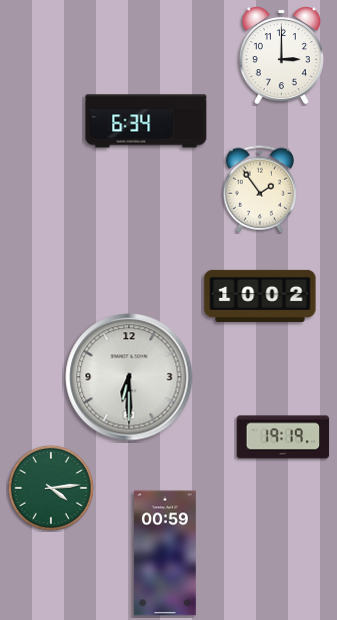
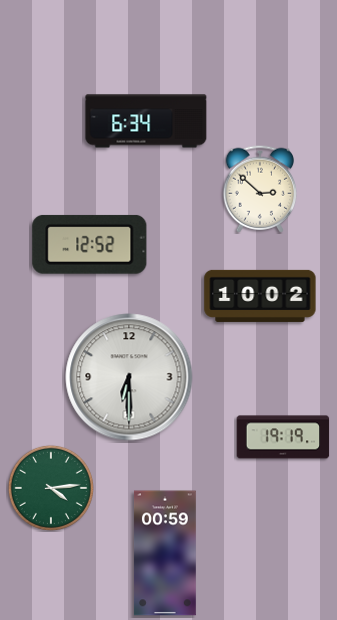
clock at (281, 55): 3:00 -> none
clock at (259, 189): 1:54 -> 2:52
clock at (90, 244): none -> 12:52
